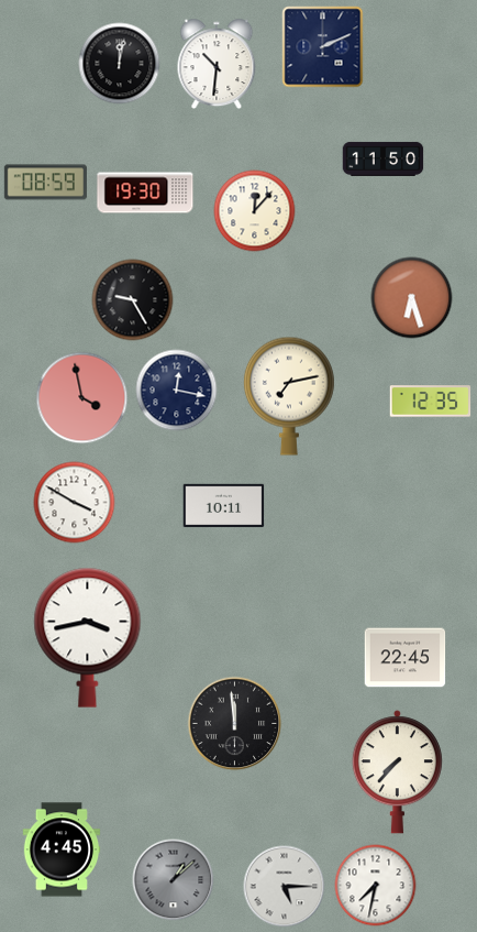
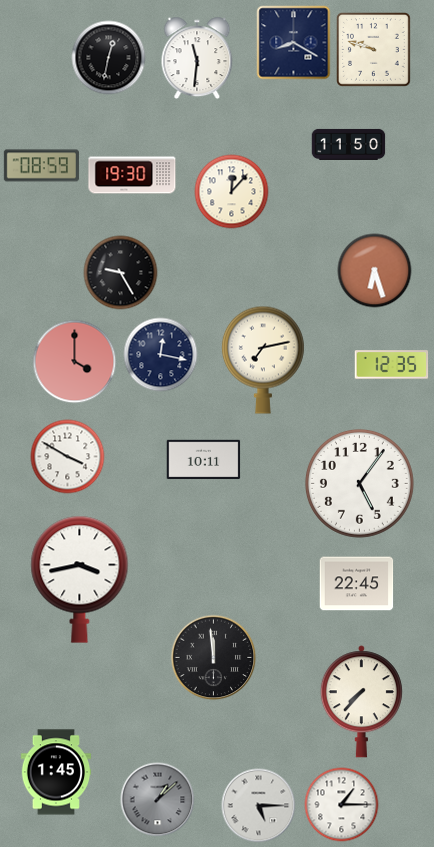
clock at (323, 47): 2:11 -> 8:20
clock at (374, 50): none -> 9:48
clock at (120, 64): 12:02 -> 12:32
clock at (217, 64): 10:31 -> 11:31
clock at (82, 398): 3:58 -> 4:00
clock at (359, 483): none -> 5:06
clock at (406, 658) position: (406, 658) -> (357, 584)
clock at (62, 849): 4:45 -> 1:45
clock at (376, 886): 7:32 -> 1:15
